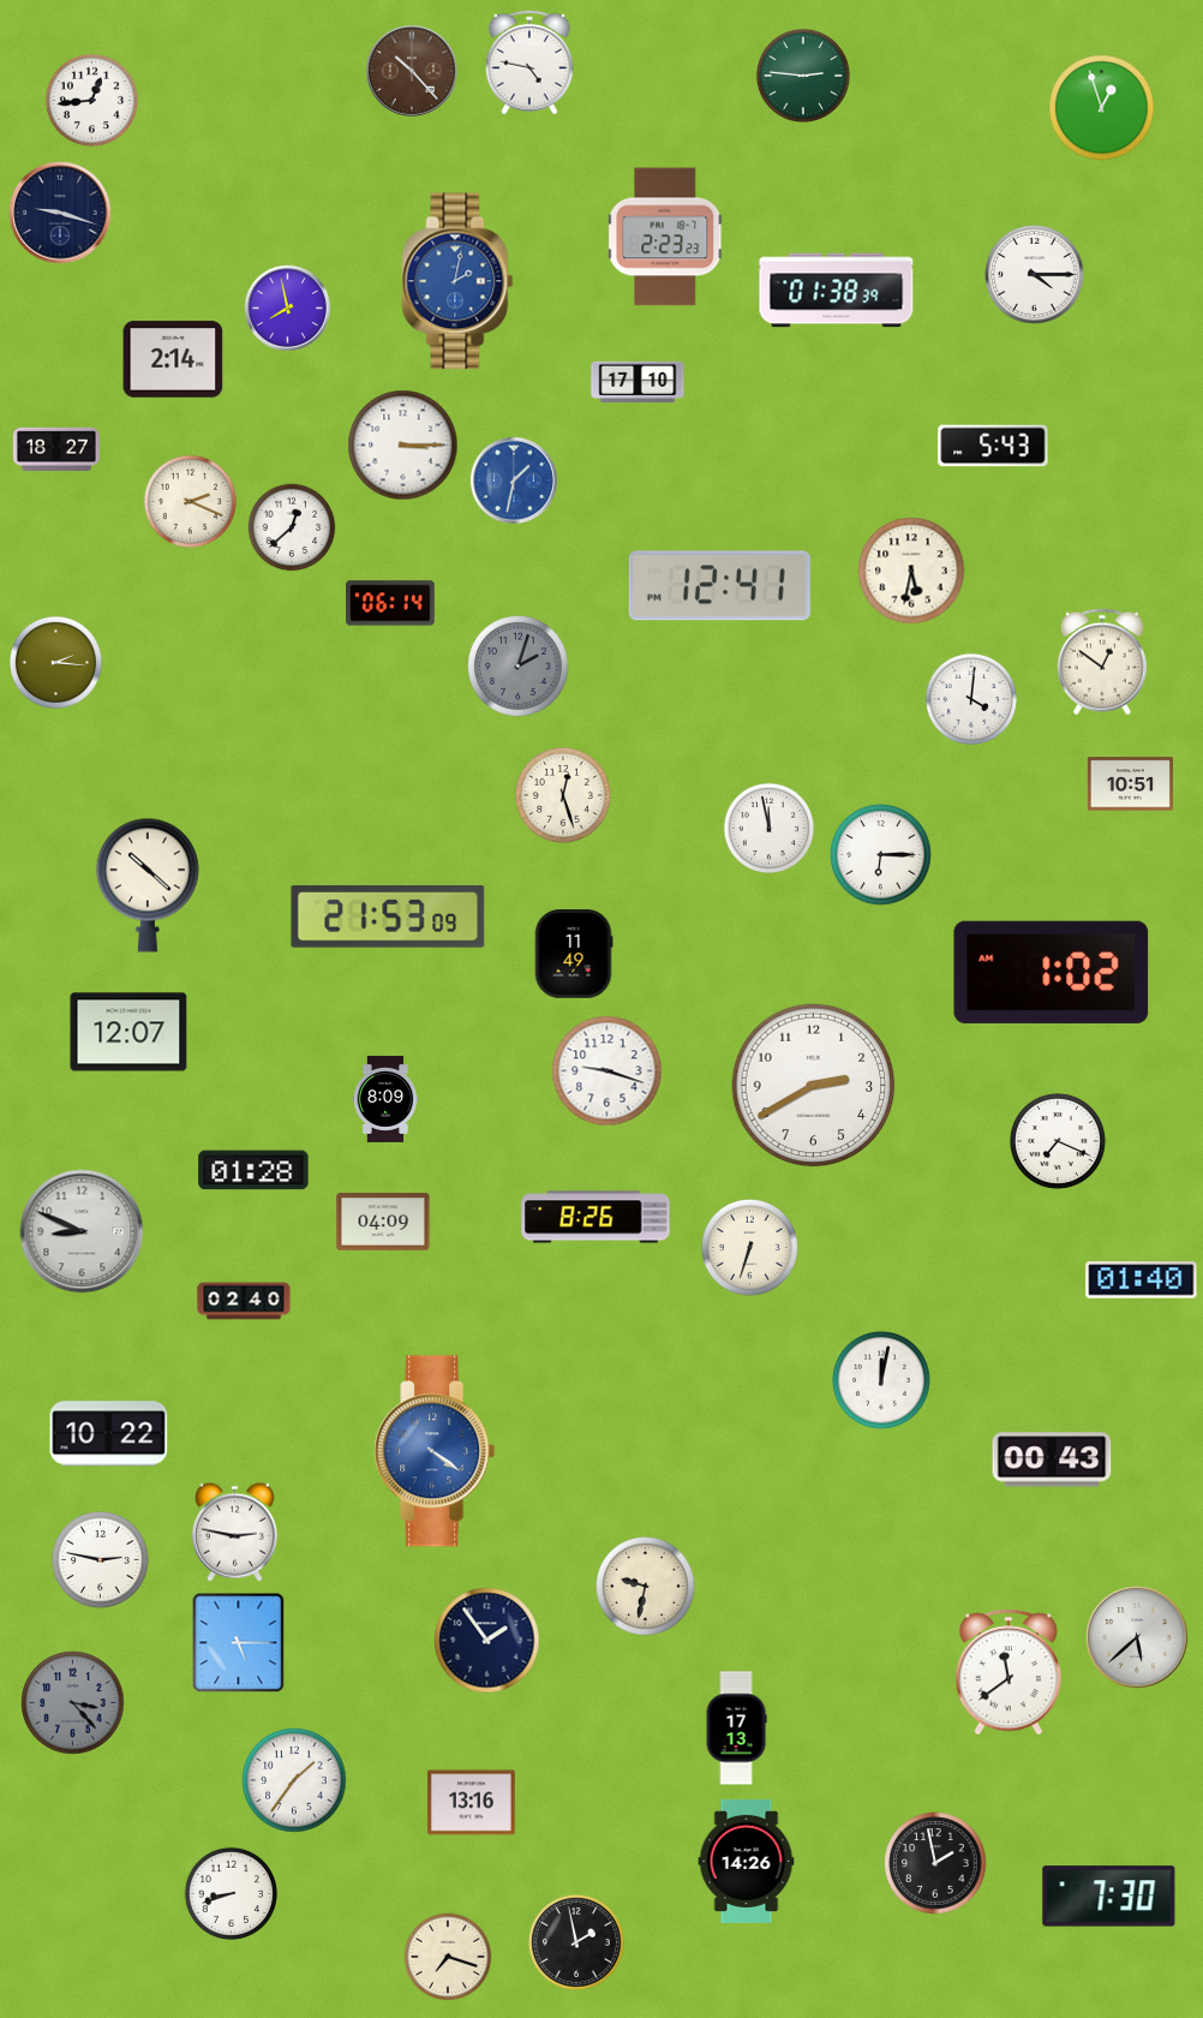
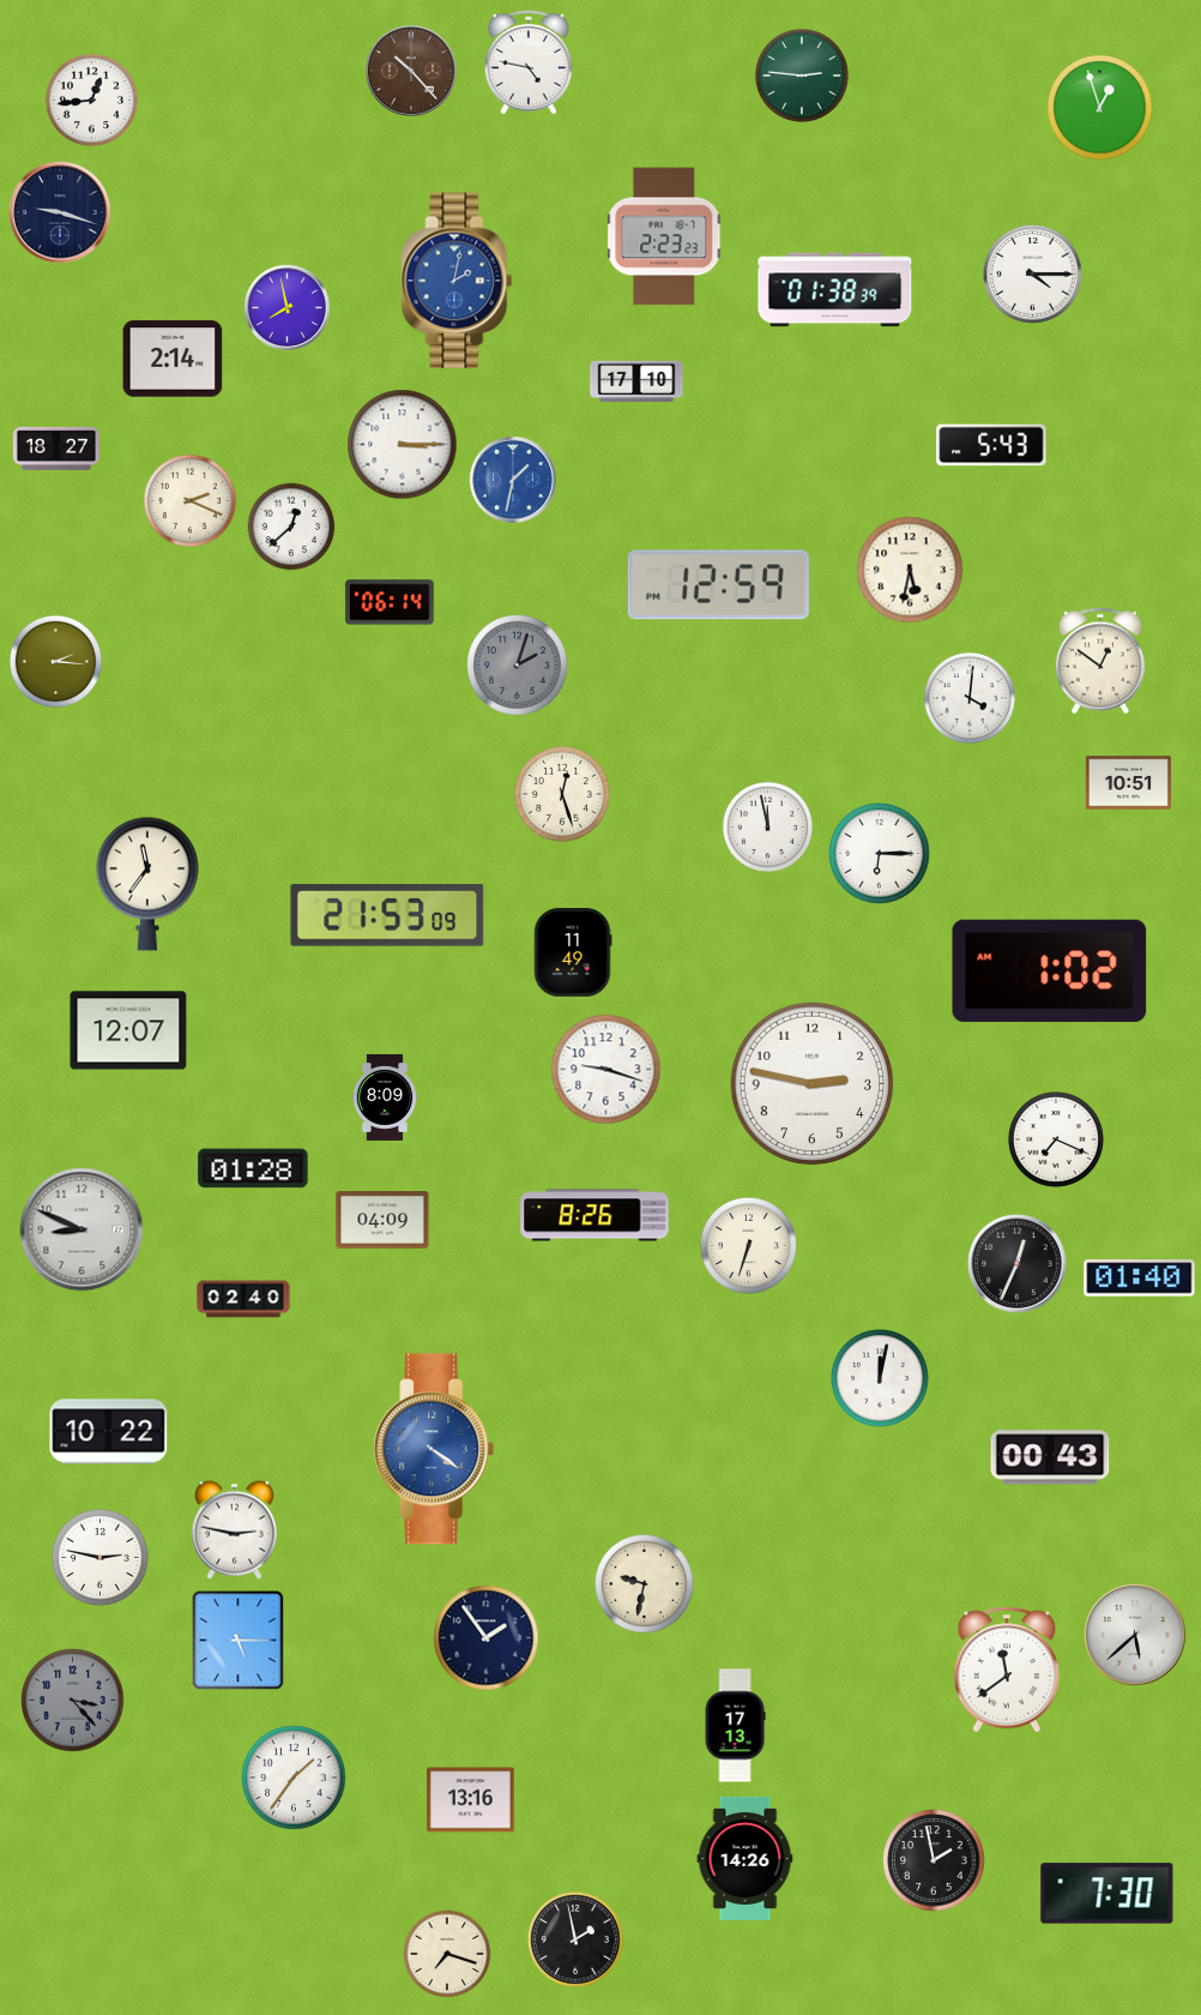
clock at (719, 586): 12:41 -> 12:59
clock at (148, 885): 10:22 -> 11:36
clock at (814, 1086): 2:40 -> 2:47
clock at (1018, 1264): none -> 12:34
clock at (231, 1893): 8:42 -> none
